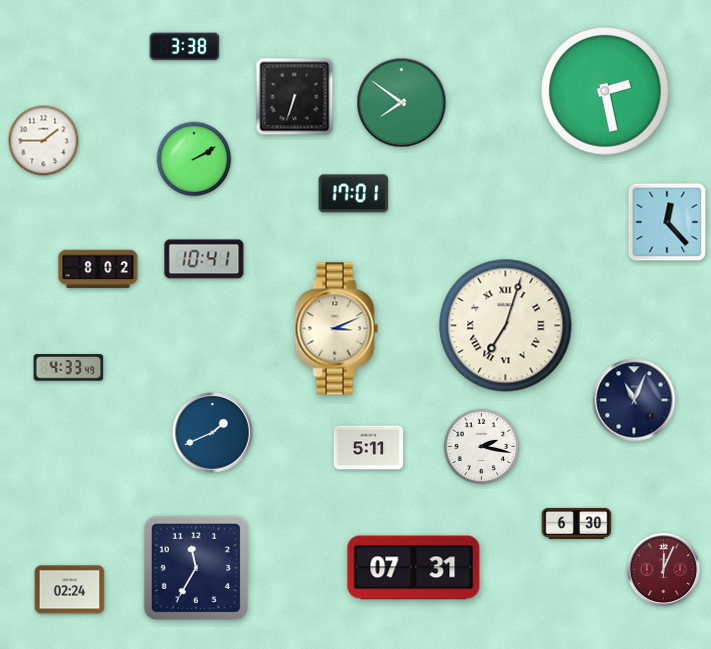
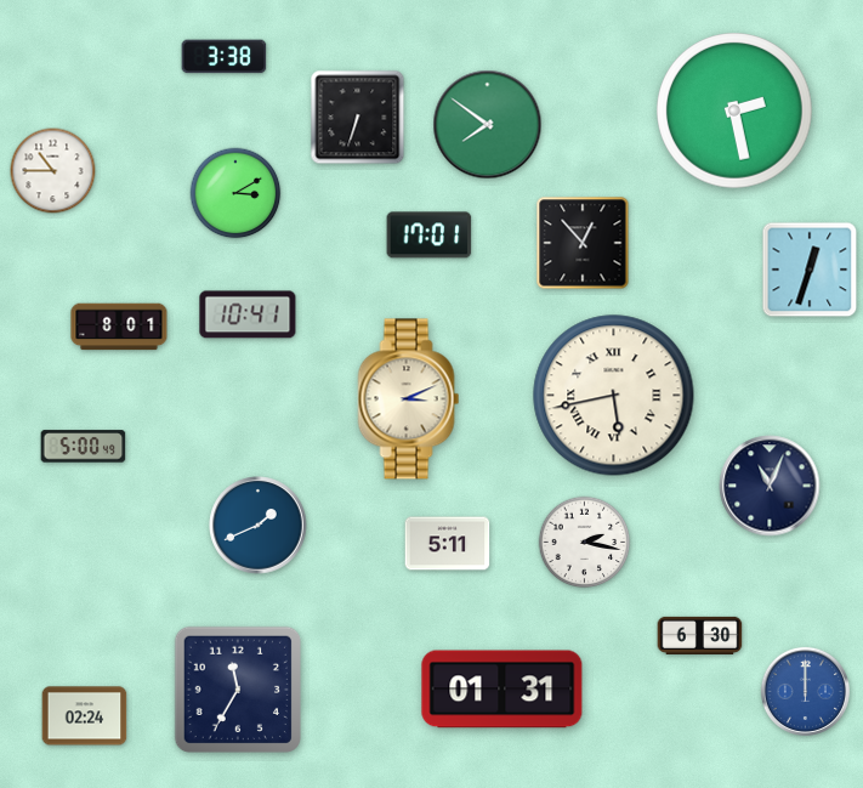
clock at (44, 141): 1:45 -> 10:45
clock at (194, 159): 2:10 -> 3:10
clock at (583, 243): none -> 12:53
clock at (667, 222): 12:23 -> 12:33
clock at (98, 269): 8:02 -> 8:01
clock at (506, 326): 7:03 -> 5:43
clock at (69, 368): 4:33 -> 5:00
clock at (414, 568): 07:31 -> 01:31
clock at (663, 569): 12:04 -> 12:00
clock at (663, 569) dial: burgundy -> blue
